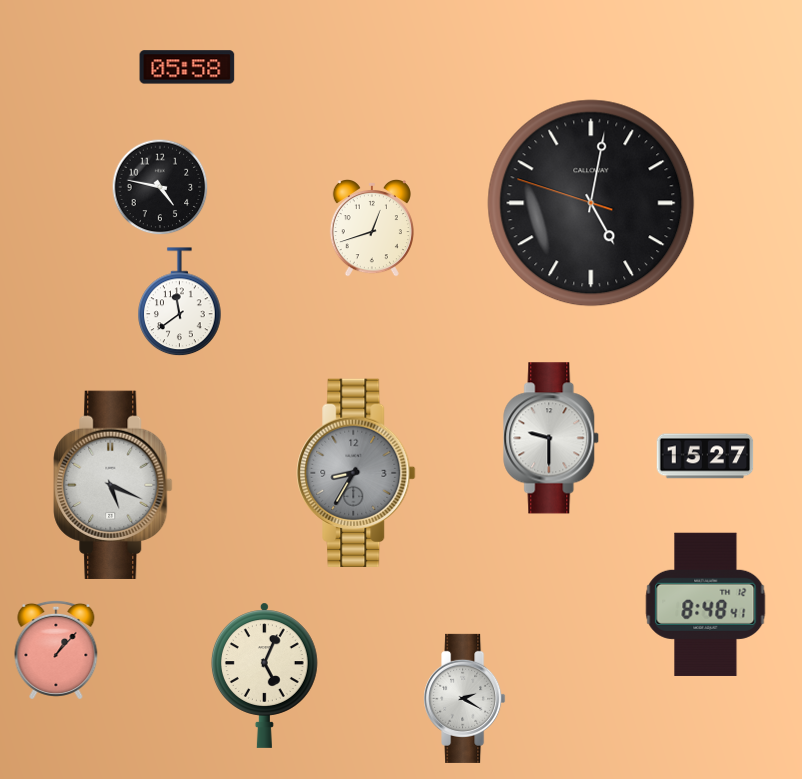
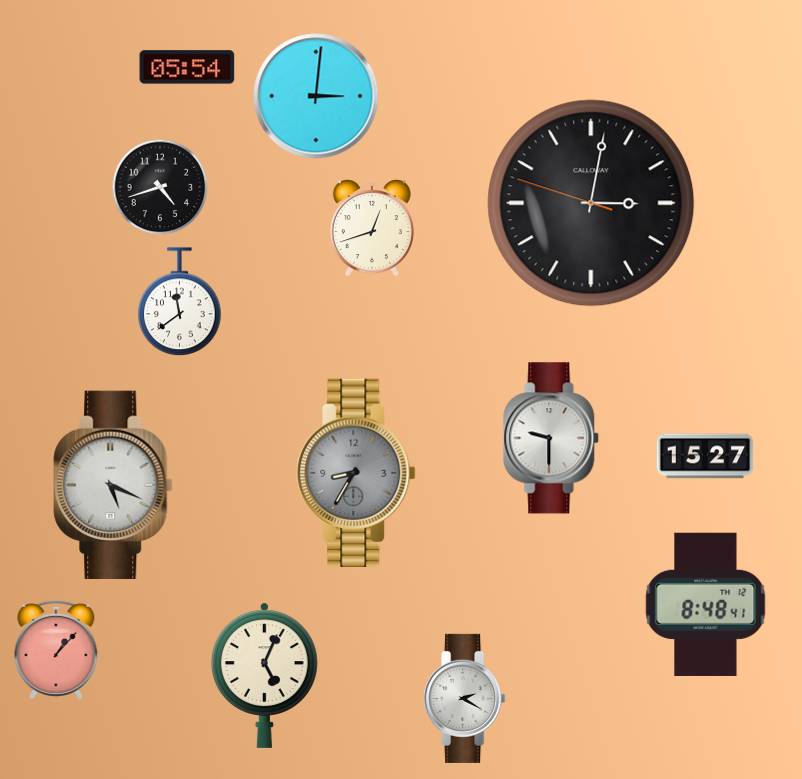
clock at (187, 67): 05:58 -> 05:54
clock at (316, 96): none -> 3:01
clock at (160, 187): 4:47 -> 4:42
clock at (591, 203): 5:01 -> 3:01
